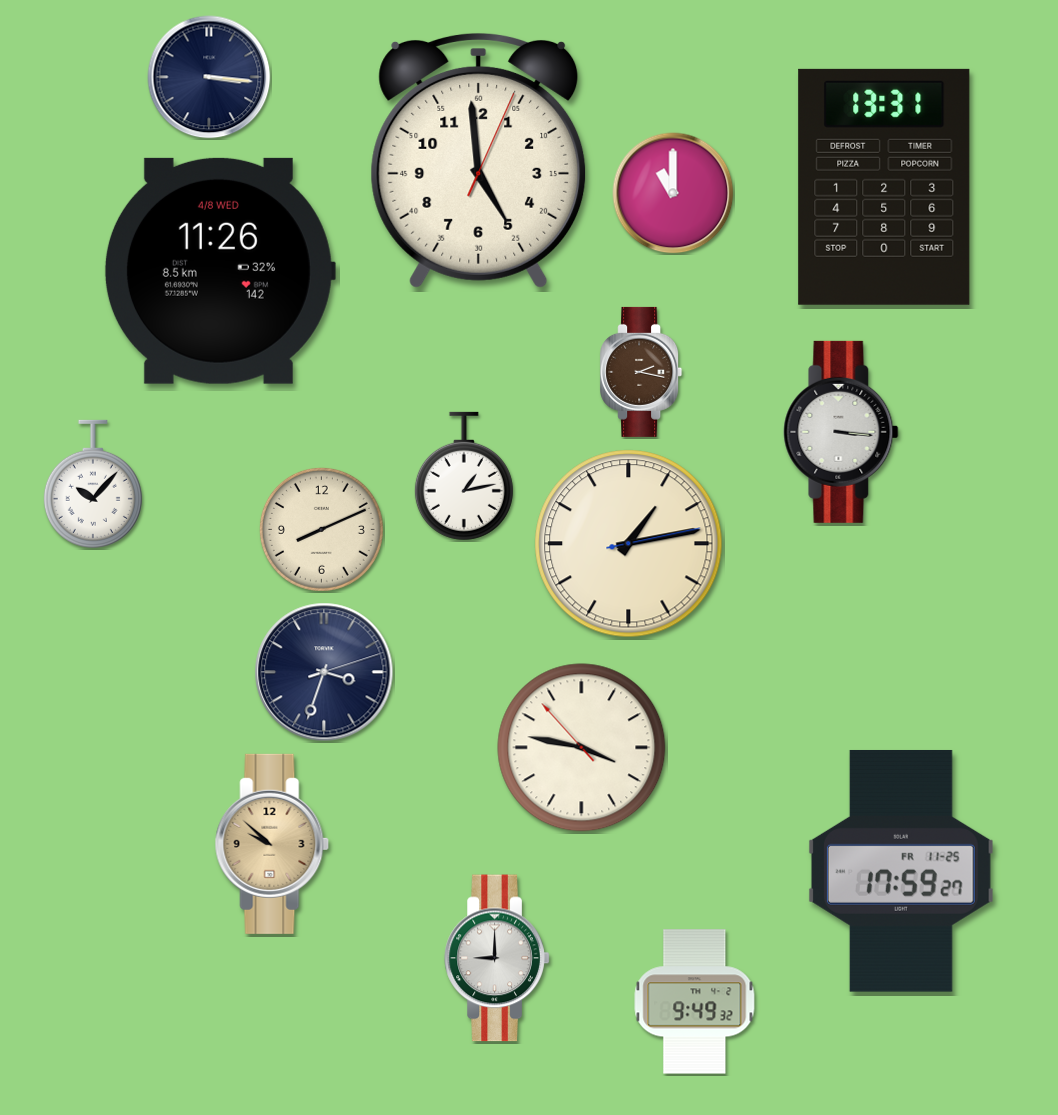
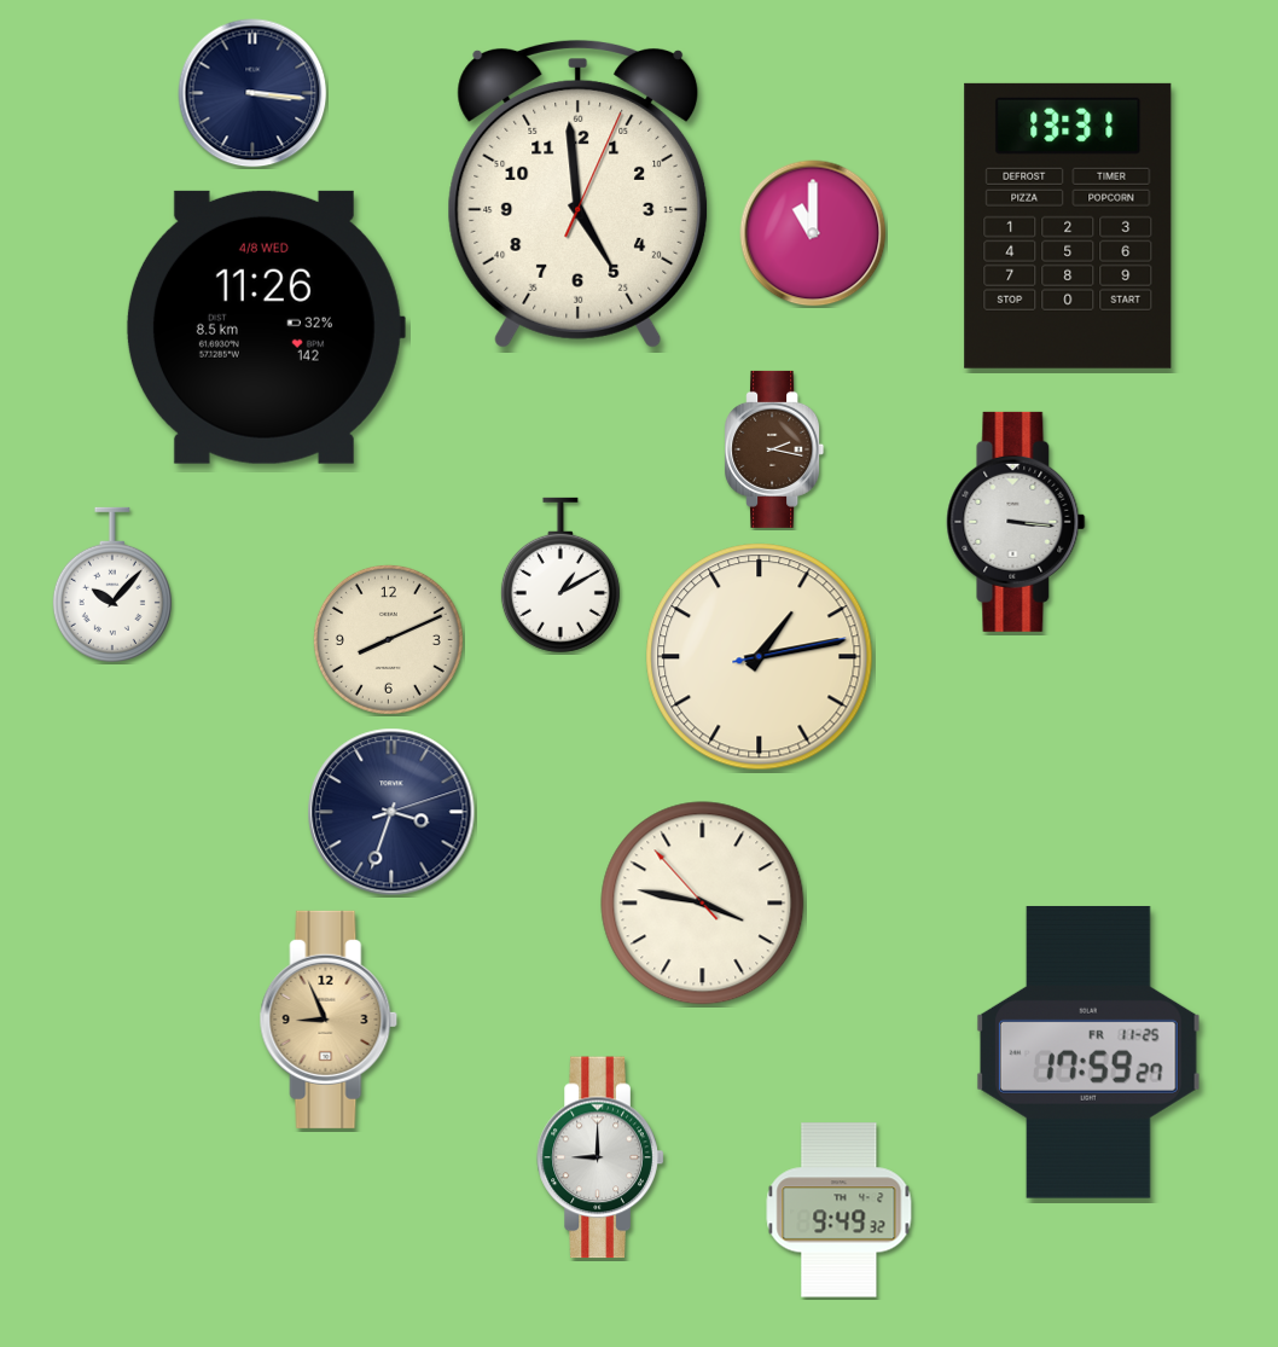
clock at (464, 476): 1:13 -> 1:10
clock at (272, 844): 9:52 -> 8:56
